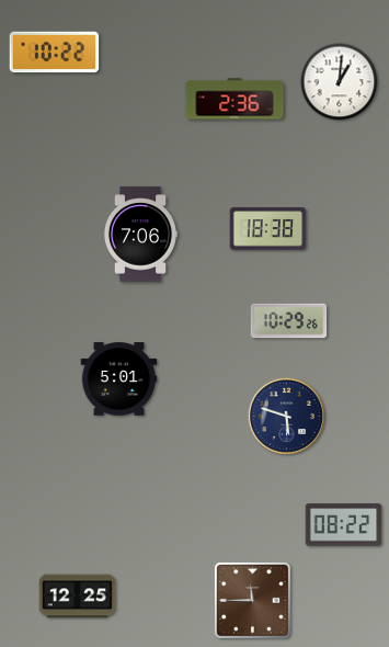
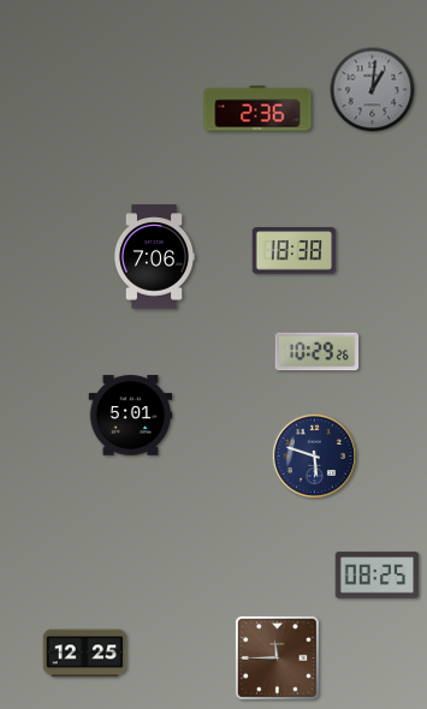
clock at (55, 53): 10:22 -> none
clock at (340, 82) dial: white -> grey
clock at (344, 525): 08:22 -> 08:25
